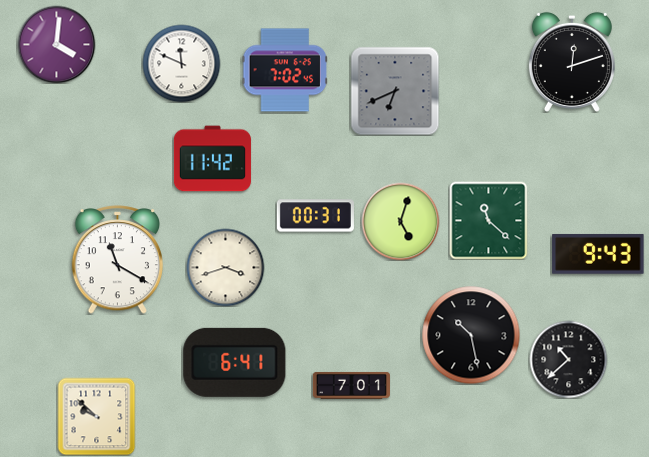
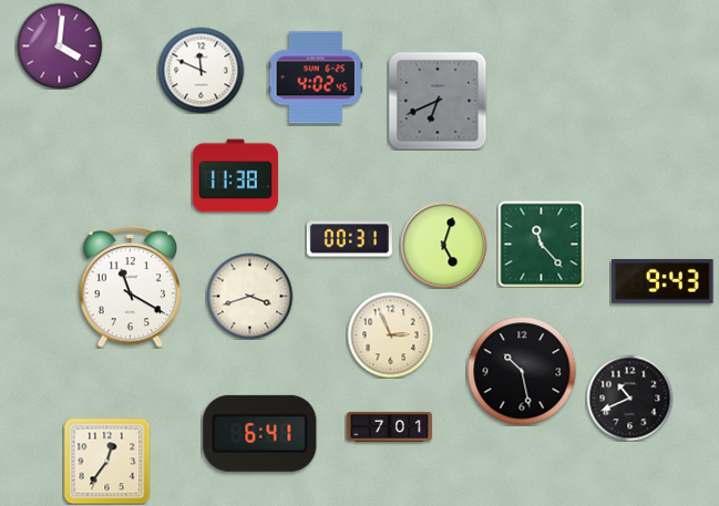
clock at (56, 44) position: (56, 44) -> (59, 45)
clock at (572, 62): 12:12 -> none
clock at (284, 70): 7:02 -> 4:02
clock at (212, 159): 11:42 -> 11:38
clock at (488, 220): 11:22 -> 11:23
clock at (390, 334): none -> 2:56
clock at (568, 359): 10:38 -> 10:41
clock at (235, 362) position: (235, 362) -> (260, 433)
clock at (96, 416): 9:52 -> 12:36
